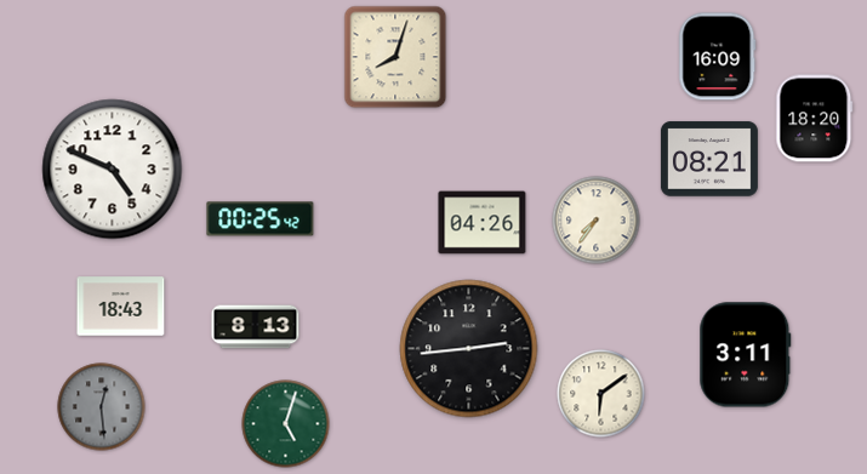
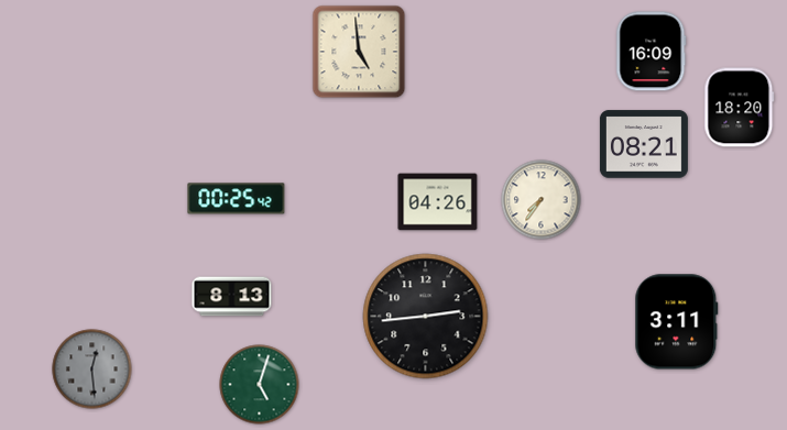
clock at (395, 57): 8:03 -> 4:59
clock at (113, 170): 4:49 -> none
clock at (121, 307): 18:43 -> none
clock at (601, 394): 6:09 -> none
